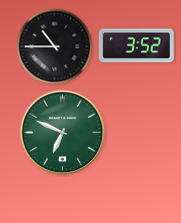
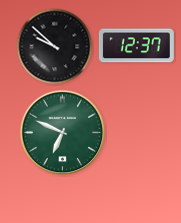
clock at (136, 46): 3:52 -> 12:37
clock at (55, 47): 10:45 -> 9:52
